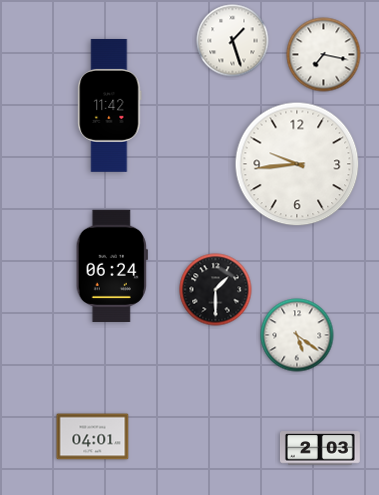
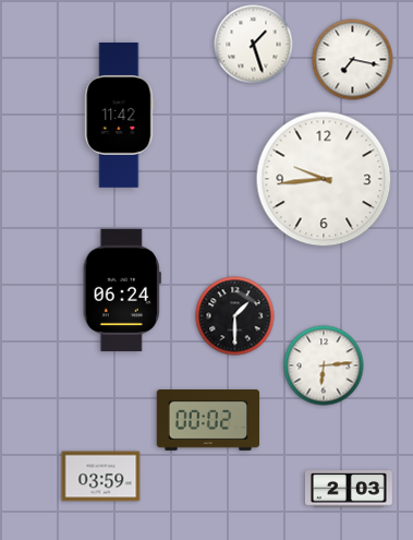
clock at (297, 335): 5:21 -> 6:14
clock at (208, 421): none -> 00:02
clock at (93, 437): 04:01 -> 03:59
